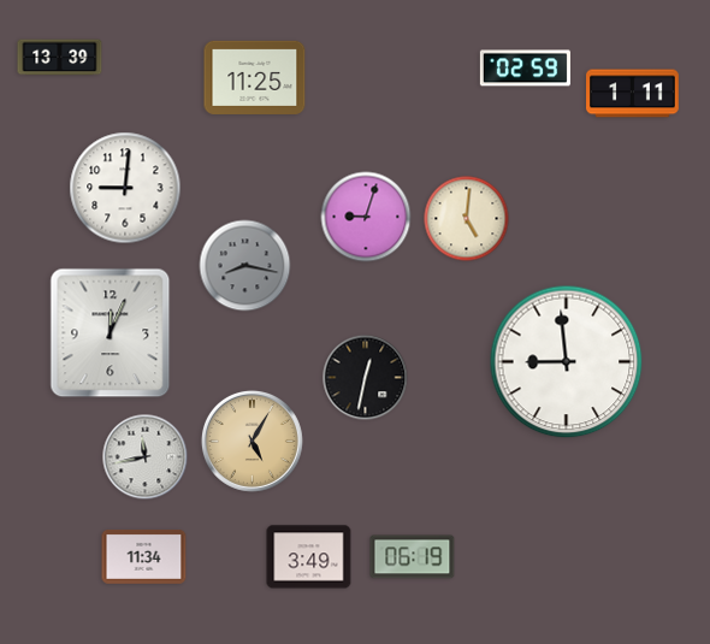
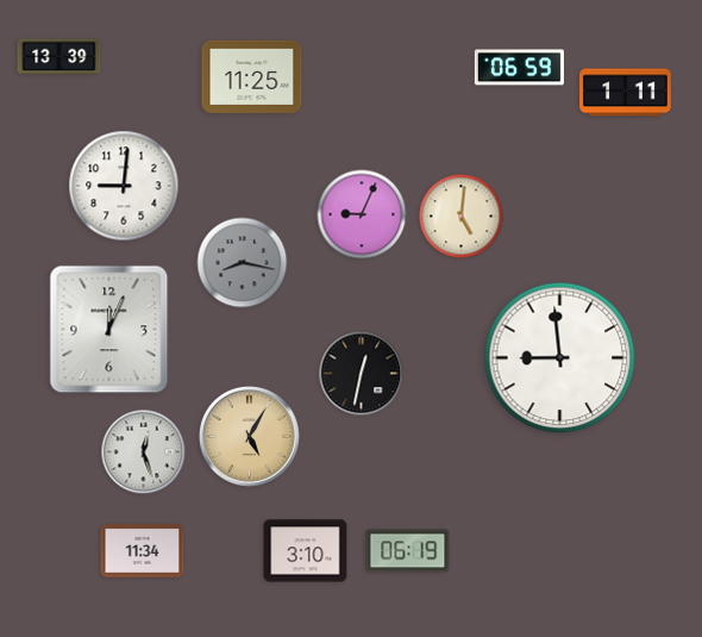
clock at (525, 69): 02:59 -> 06:59
clock at (366, 217): 9:03 -> 9:04
clock at (146, 457): 11:43 -> 12:27
clock at (309, 557): 3:49 -> 3:10
